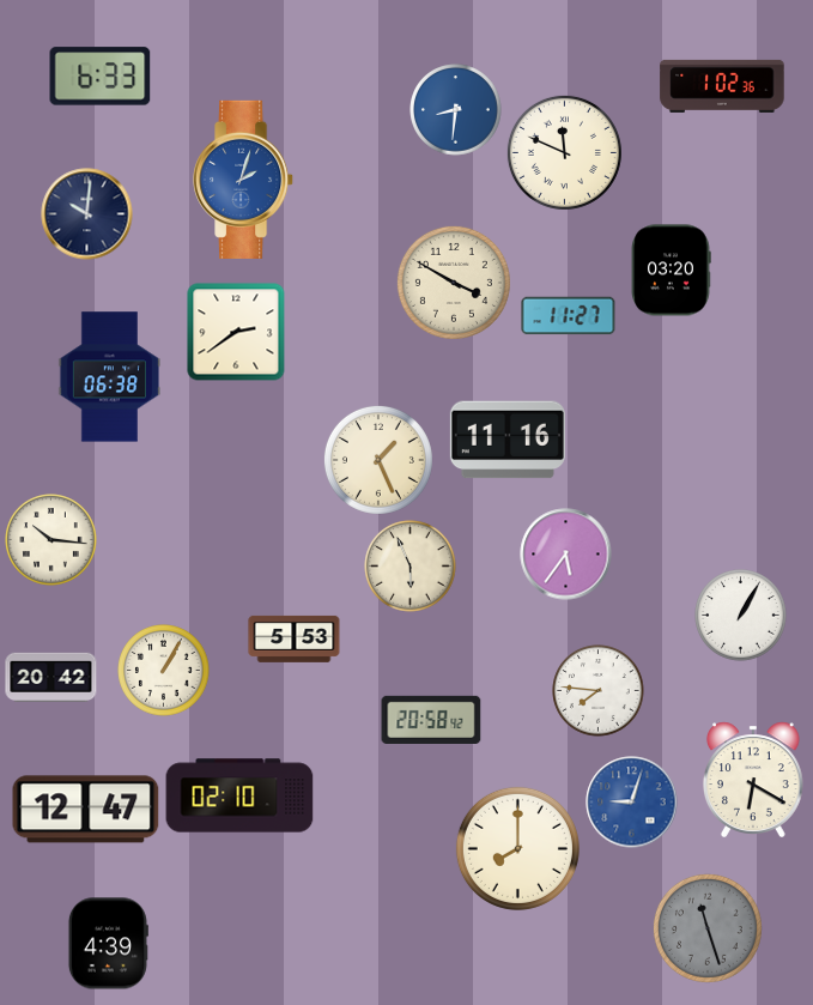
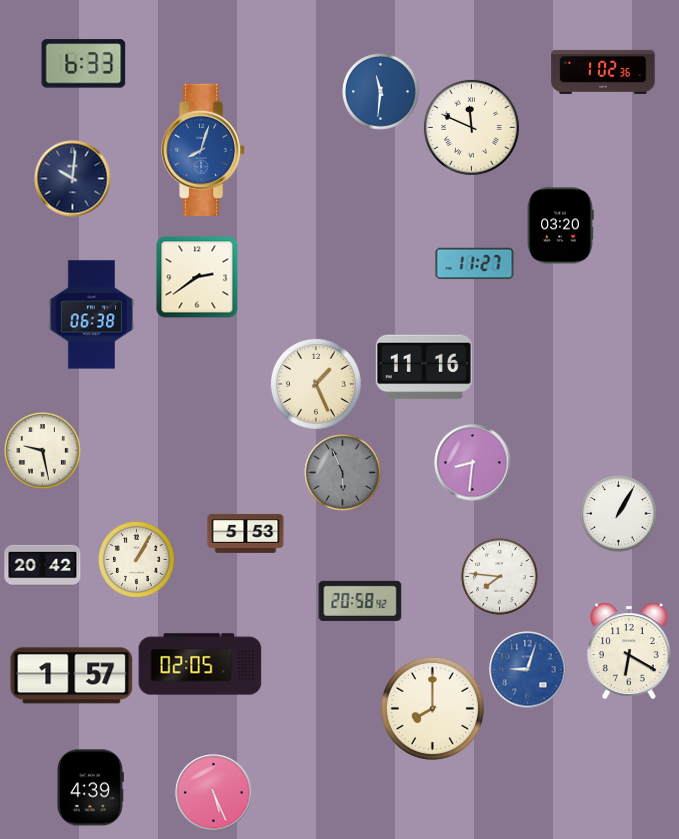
clock at (456, 110): 8:31 -> 11:31
clock at (244, 180): 2:03 -> 8:03
clock at (454, 283): 3:50 -> none
clock at (51, 540): 10:16 -> 9:28
clock at (566, 555): 5:36 -> 8:31
clock at (411, 567) dial: cream -> grey
clock at (239, 795): 02:10 -> 02:05
clock at (86, 810): 12:47 -> 1:57
clock at (708, 928): 11:27 -> none
clock at (214, 793): none -> 5:26
